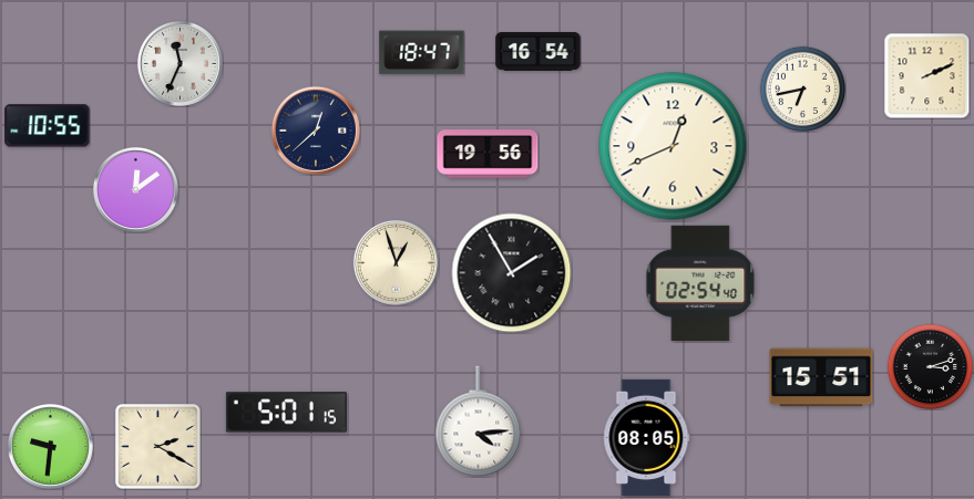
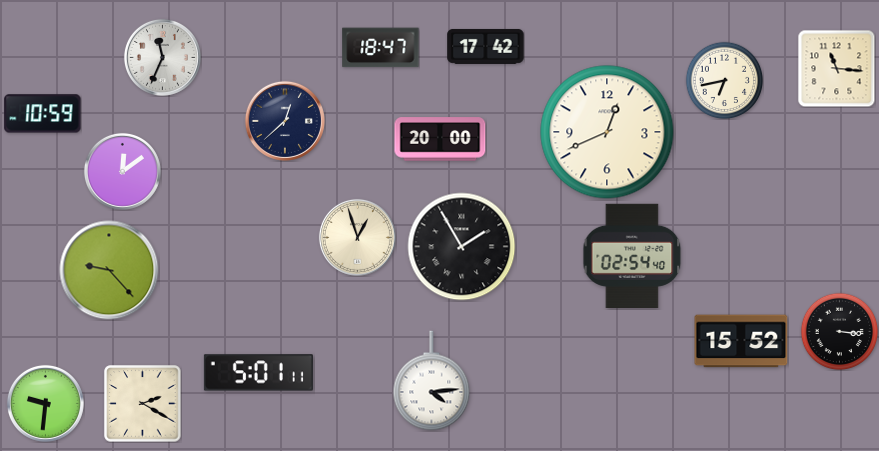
clock at (539, 51): 16:54 -> 17:42
clock at (926, 75): 2:11 -> 11:16
clock at (48, 126): 10:55 -> 10:59
clock at (316, 131) position: (316, 131) -> (285, 121)
clock at (488, 154): 19:56 -> 20:00
clock at (109, 270): none -> 9:23
clock at (930, 366): 3:12 -> 3:16
clock at (821, 377): 15:51 -> 15:52
clock at (286, 413): 5:01:15 -> 5:01:11
clock at (647, 437): 08:05 -> none
